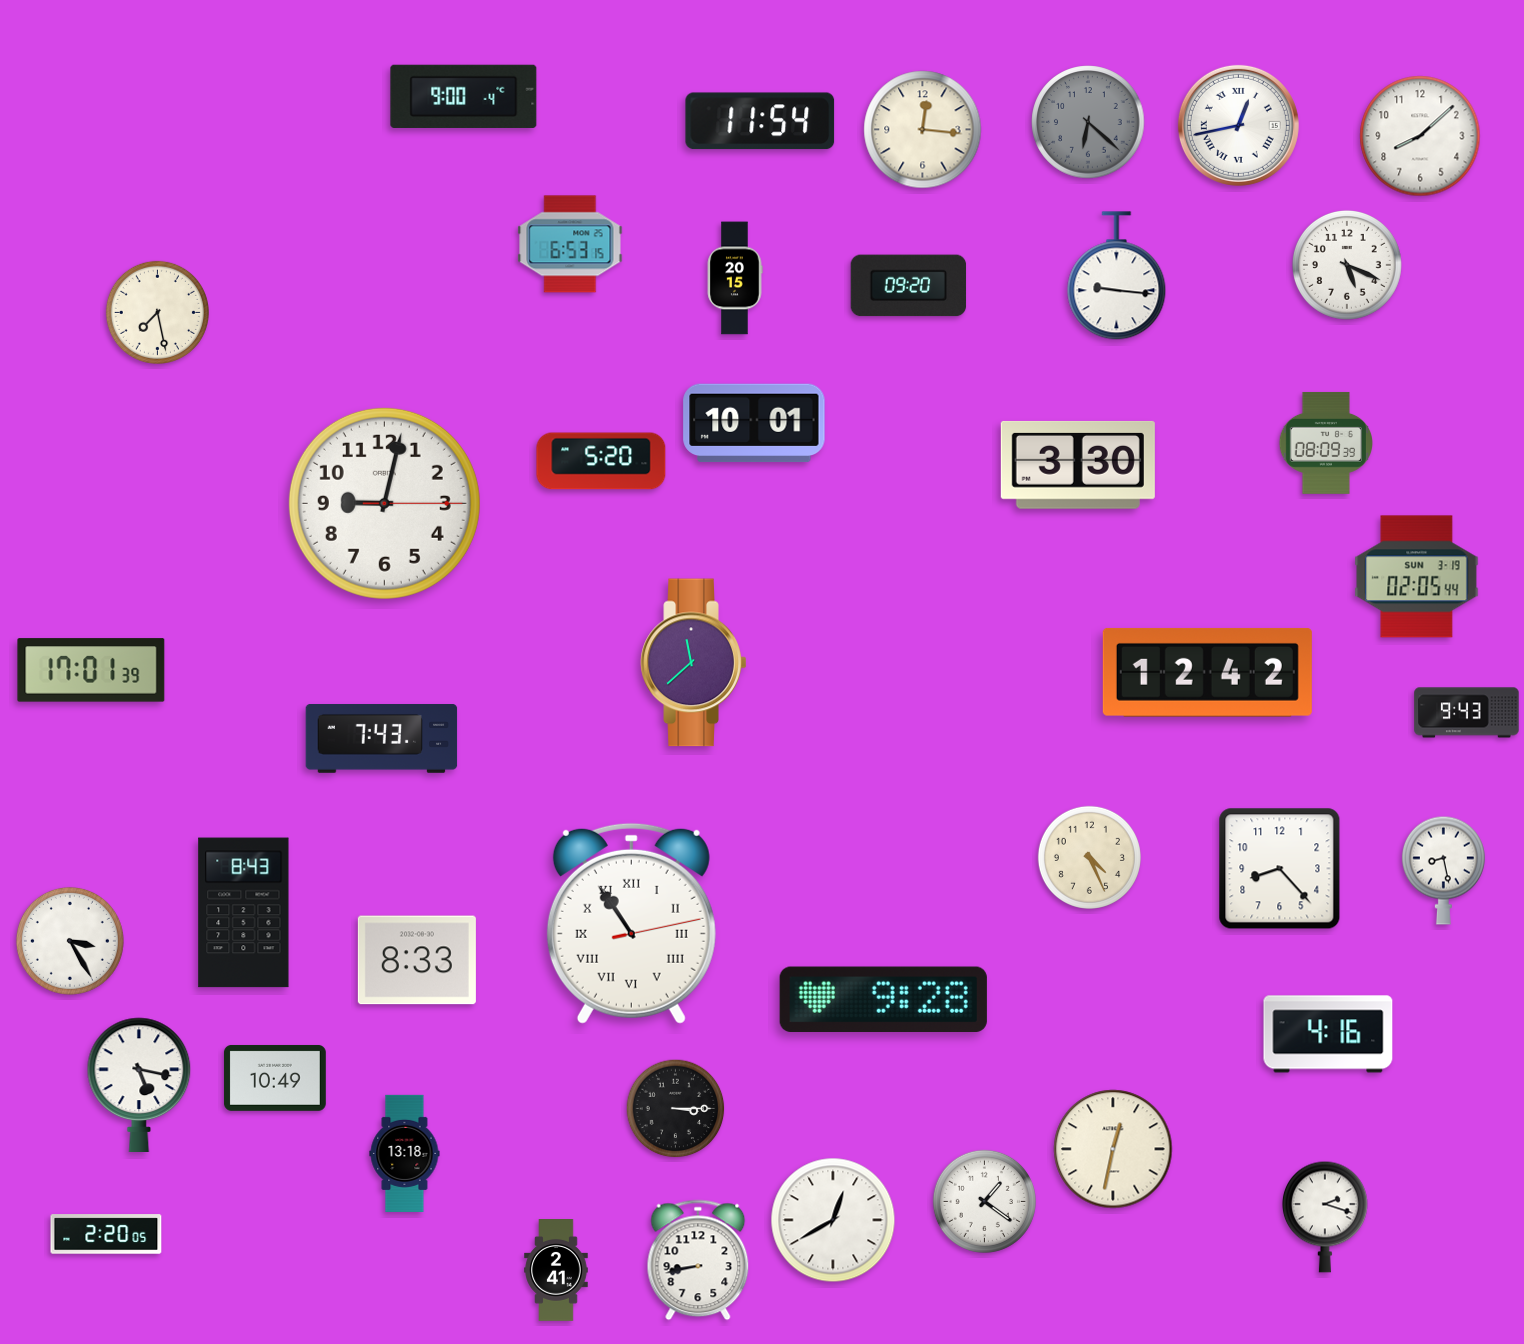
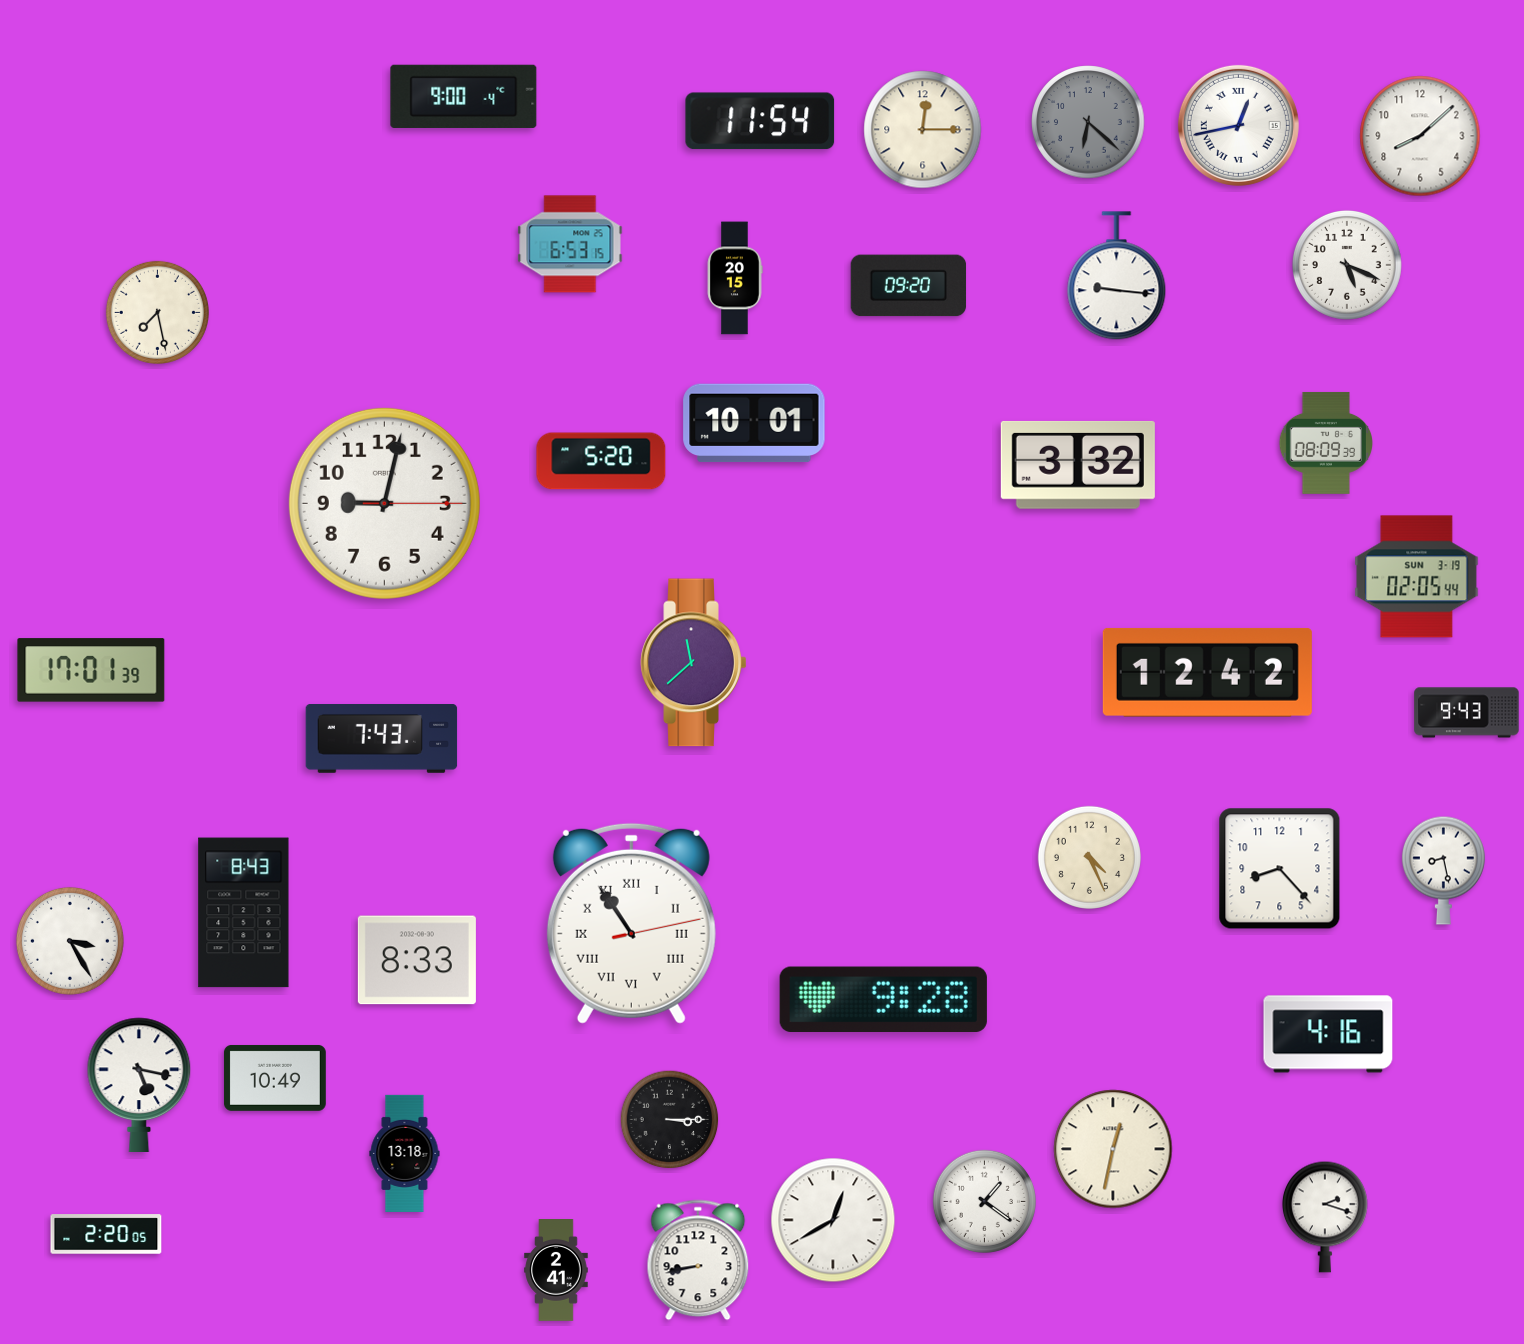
clock at (923, 130): 12:16 -> 12:15
clock at (1078, 465): 3:30 -> 3:32
clock at (676, 1109) position: (676, 1109) -> (670, 1120)
